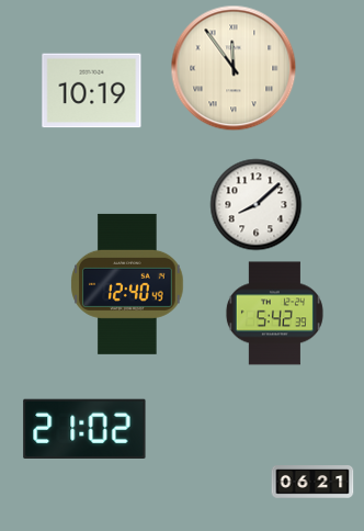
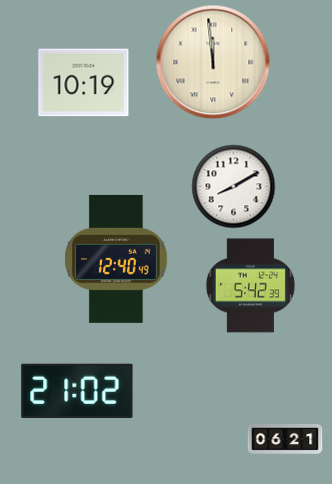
clock at (234, 68): 11:54 -> 11:59
clock at (257, 205): 8:08 -> 8:10
